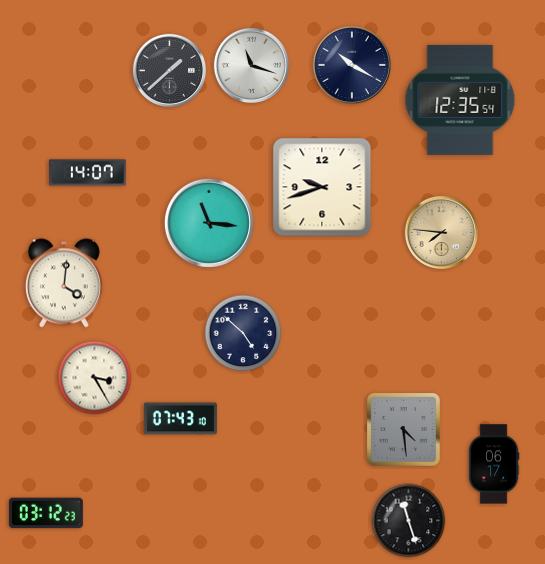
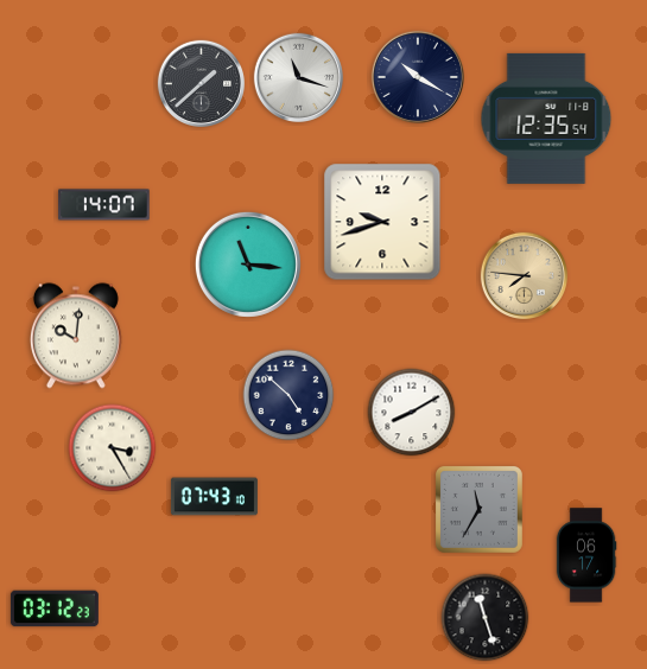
clock at (64, 283): 4:01 -> 10:01
clock at (412, 413): none -> 8:10
clock at (403, 429): 4:29 -> 11:35
clock at (494, 464) position: (494, 464) -> (586, 555)
